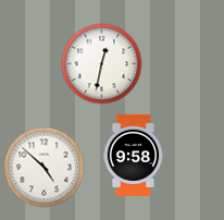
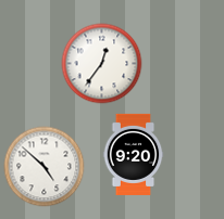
clock at (102, 64): 12:32 -> 12:36
clock at (134, 155): 9:58 -> 9:20
